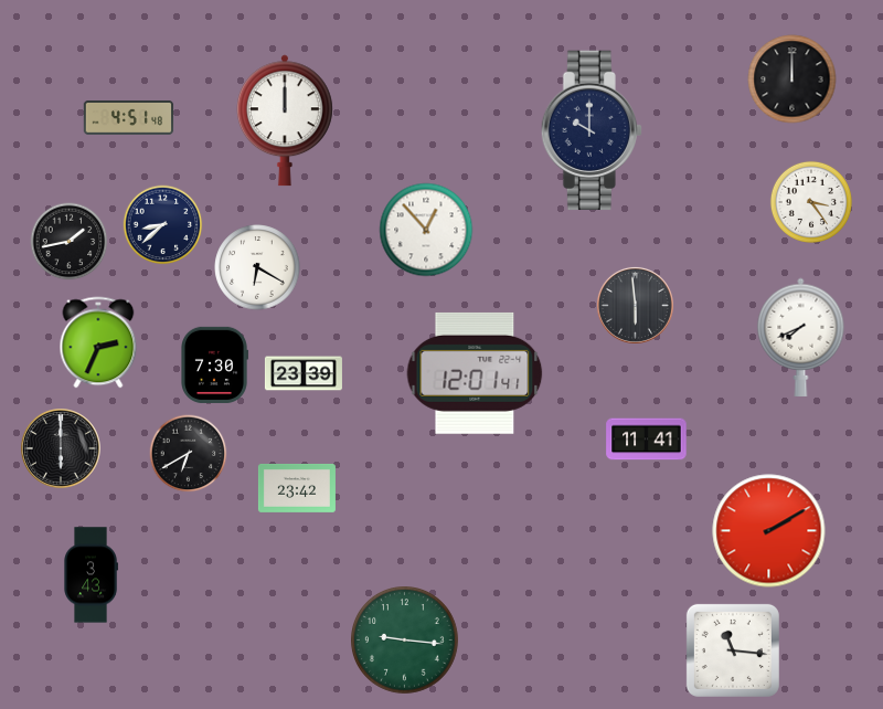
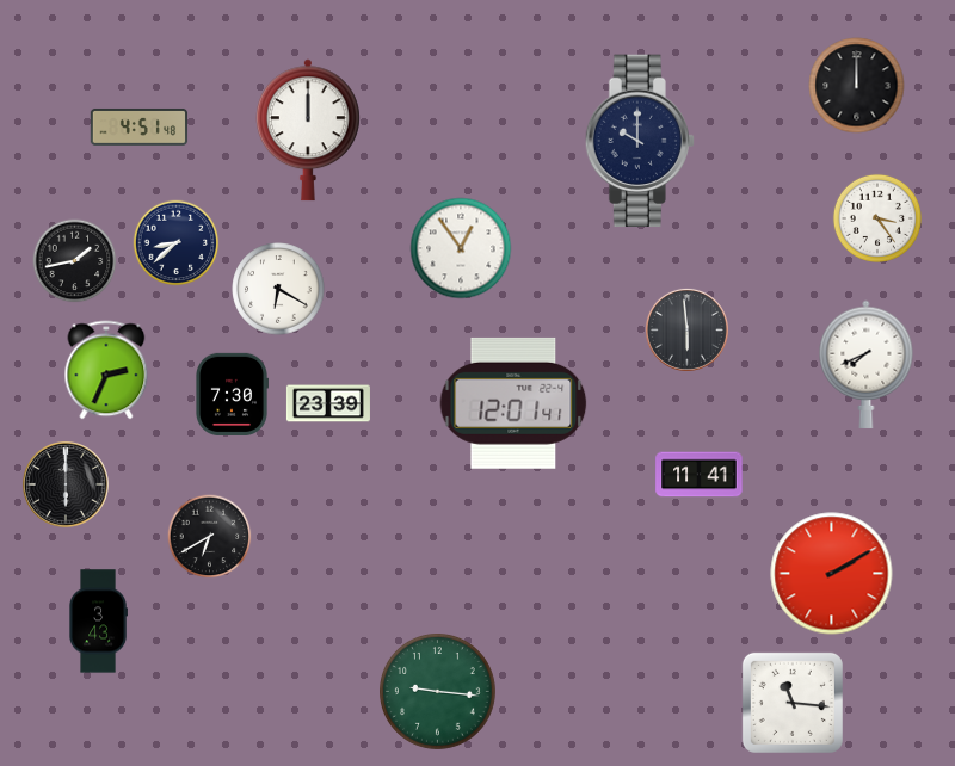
clock at (426, 230): 12:53 -> 12:54
clock at (189, 454) position: (189, 454) -> (210, 537)
clock at (297, 488): 23:42 -> none
